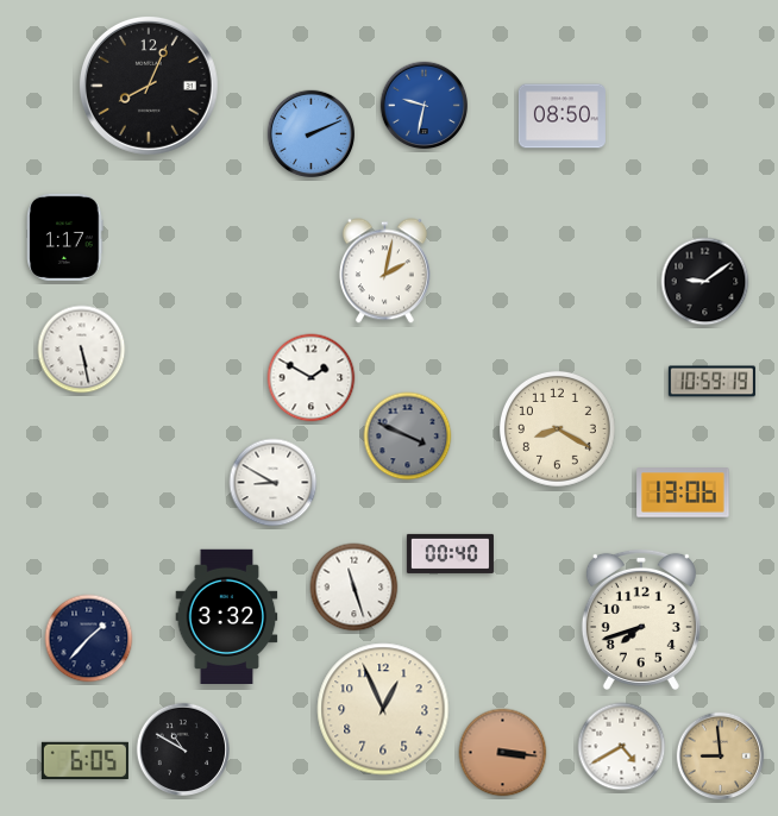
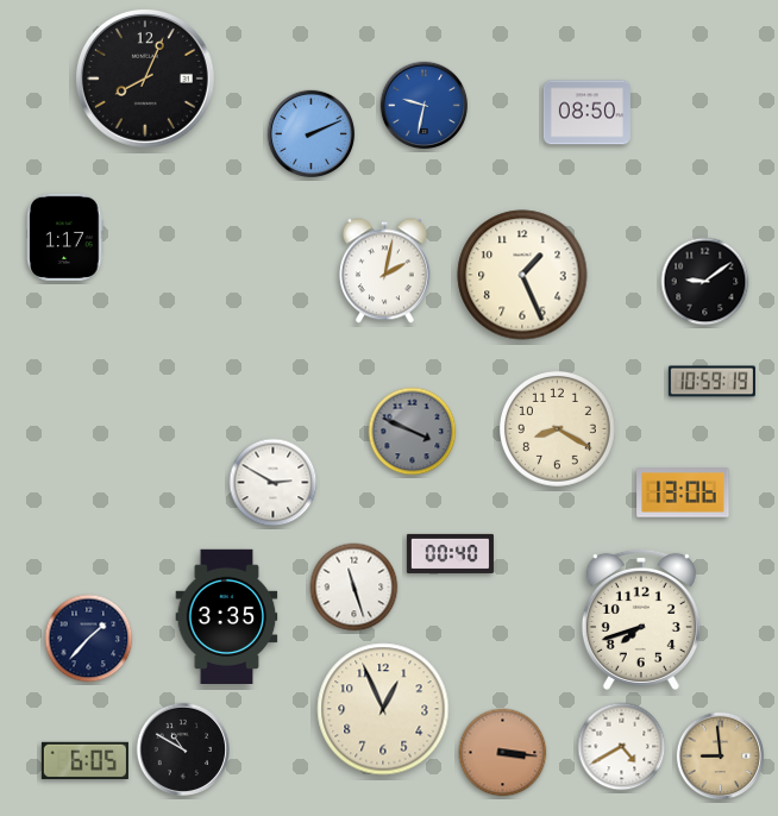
clock at (149, 86) position: (149, 86) -> (145, 79)
clock at (561, 117) position: (561, 117) -> (586, 113)
clock at (522, 275): none -> 1:26
clock at (82, 350): 5:28 -> none
clock at (312, 378): 1:50 -> none
clock at (408, 437) position: (408, 437) -> (413, 432)
clock at (274, 483): 8:50 -> 2:50
clock at (227, 617): 3:32 -> 3:35
